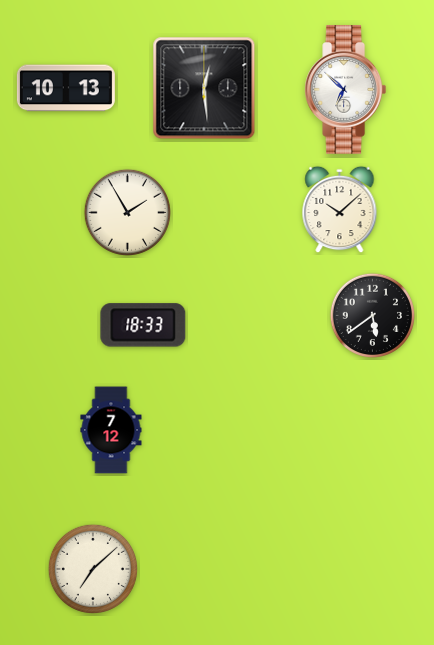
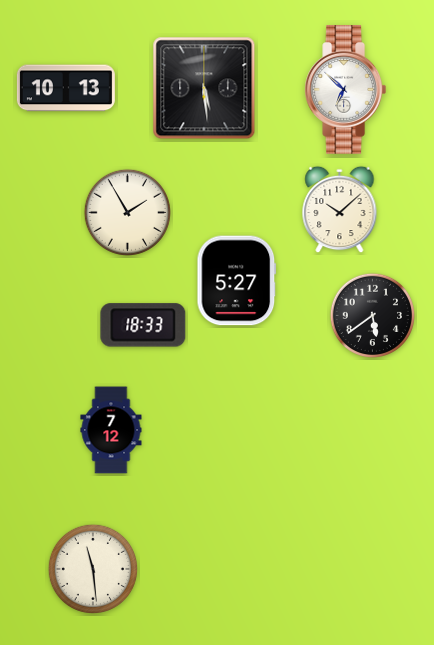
clock at (204, 88): 12:29 -> 5:29
clock at (237, 281): none -> 5:27
clock at (93, 569): 7:08 -> 11:29
